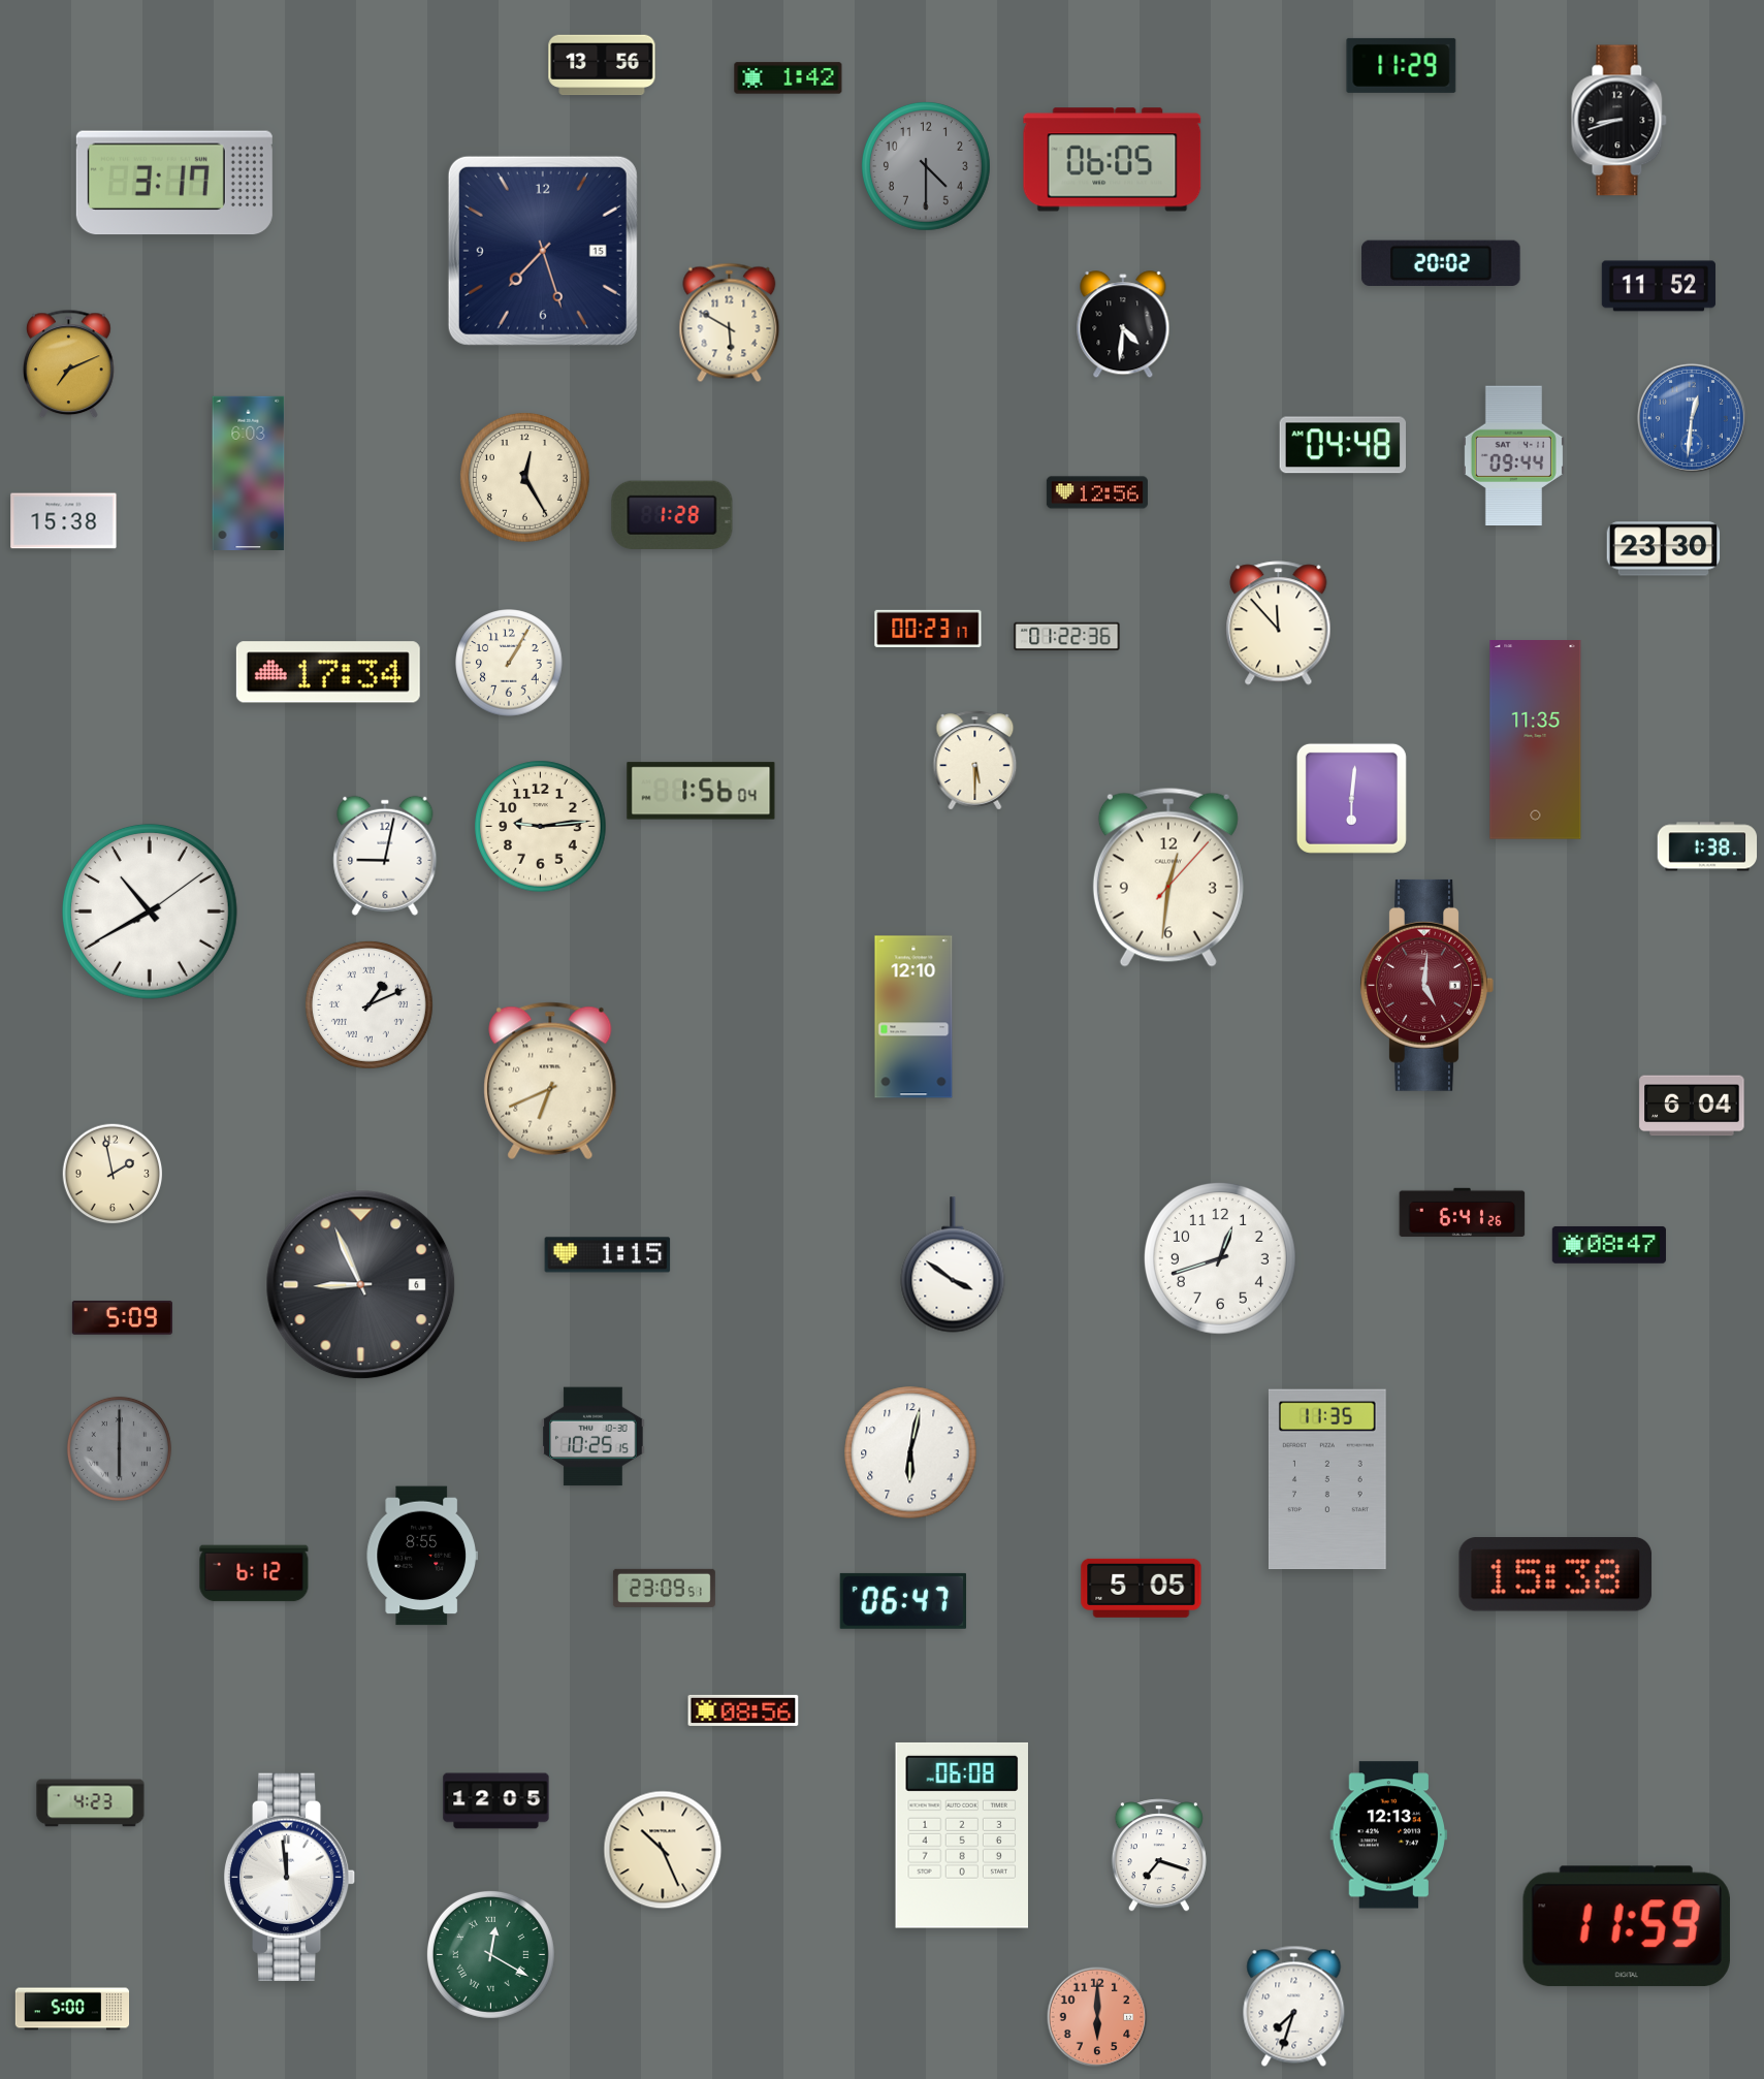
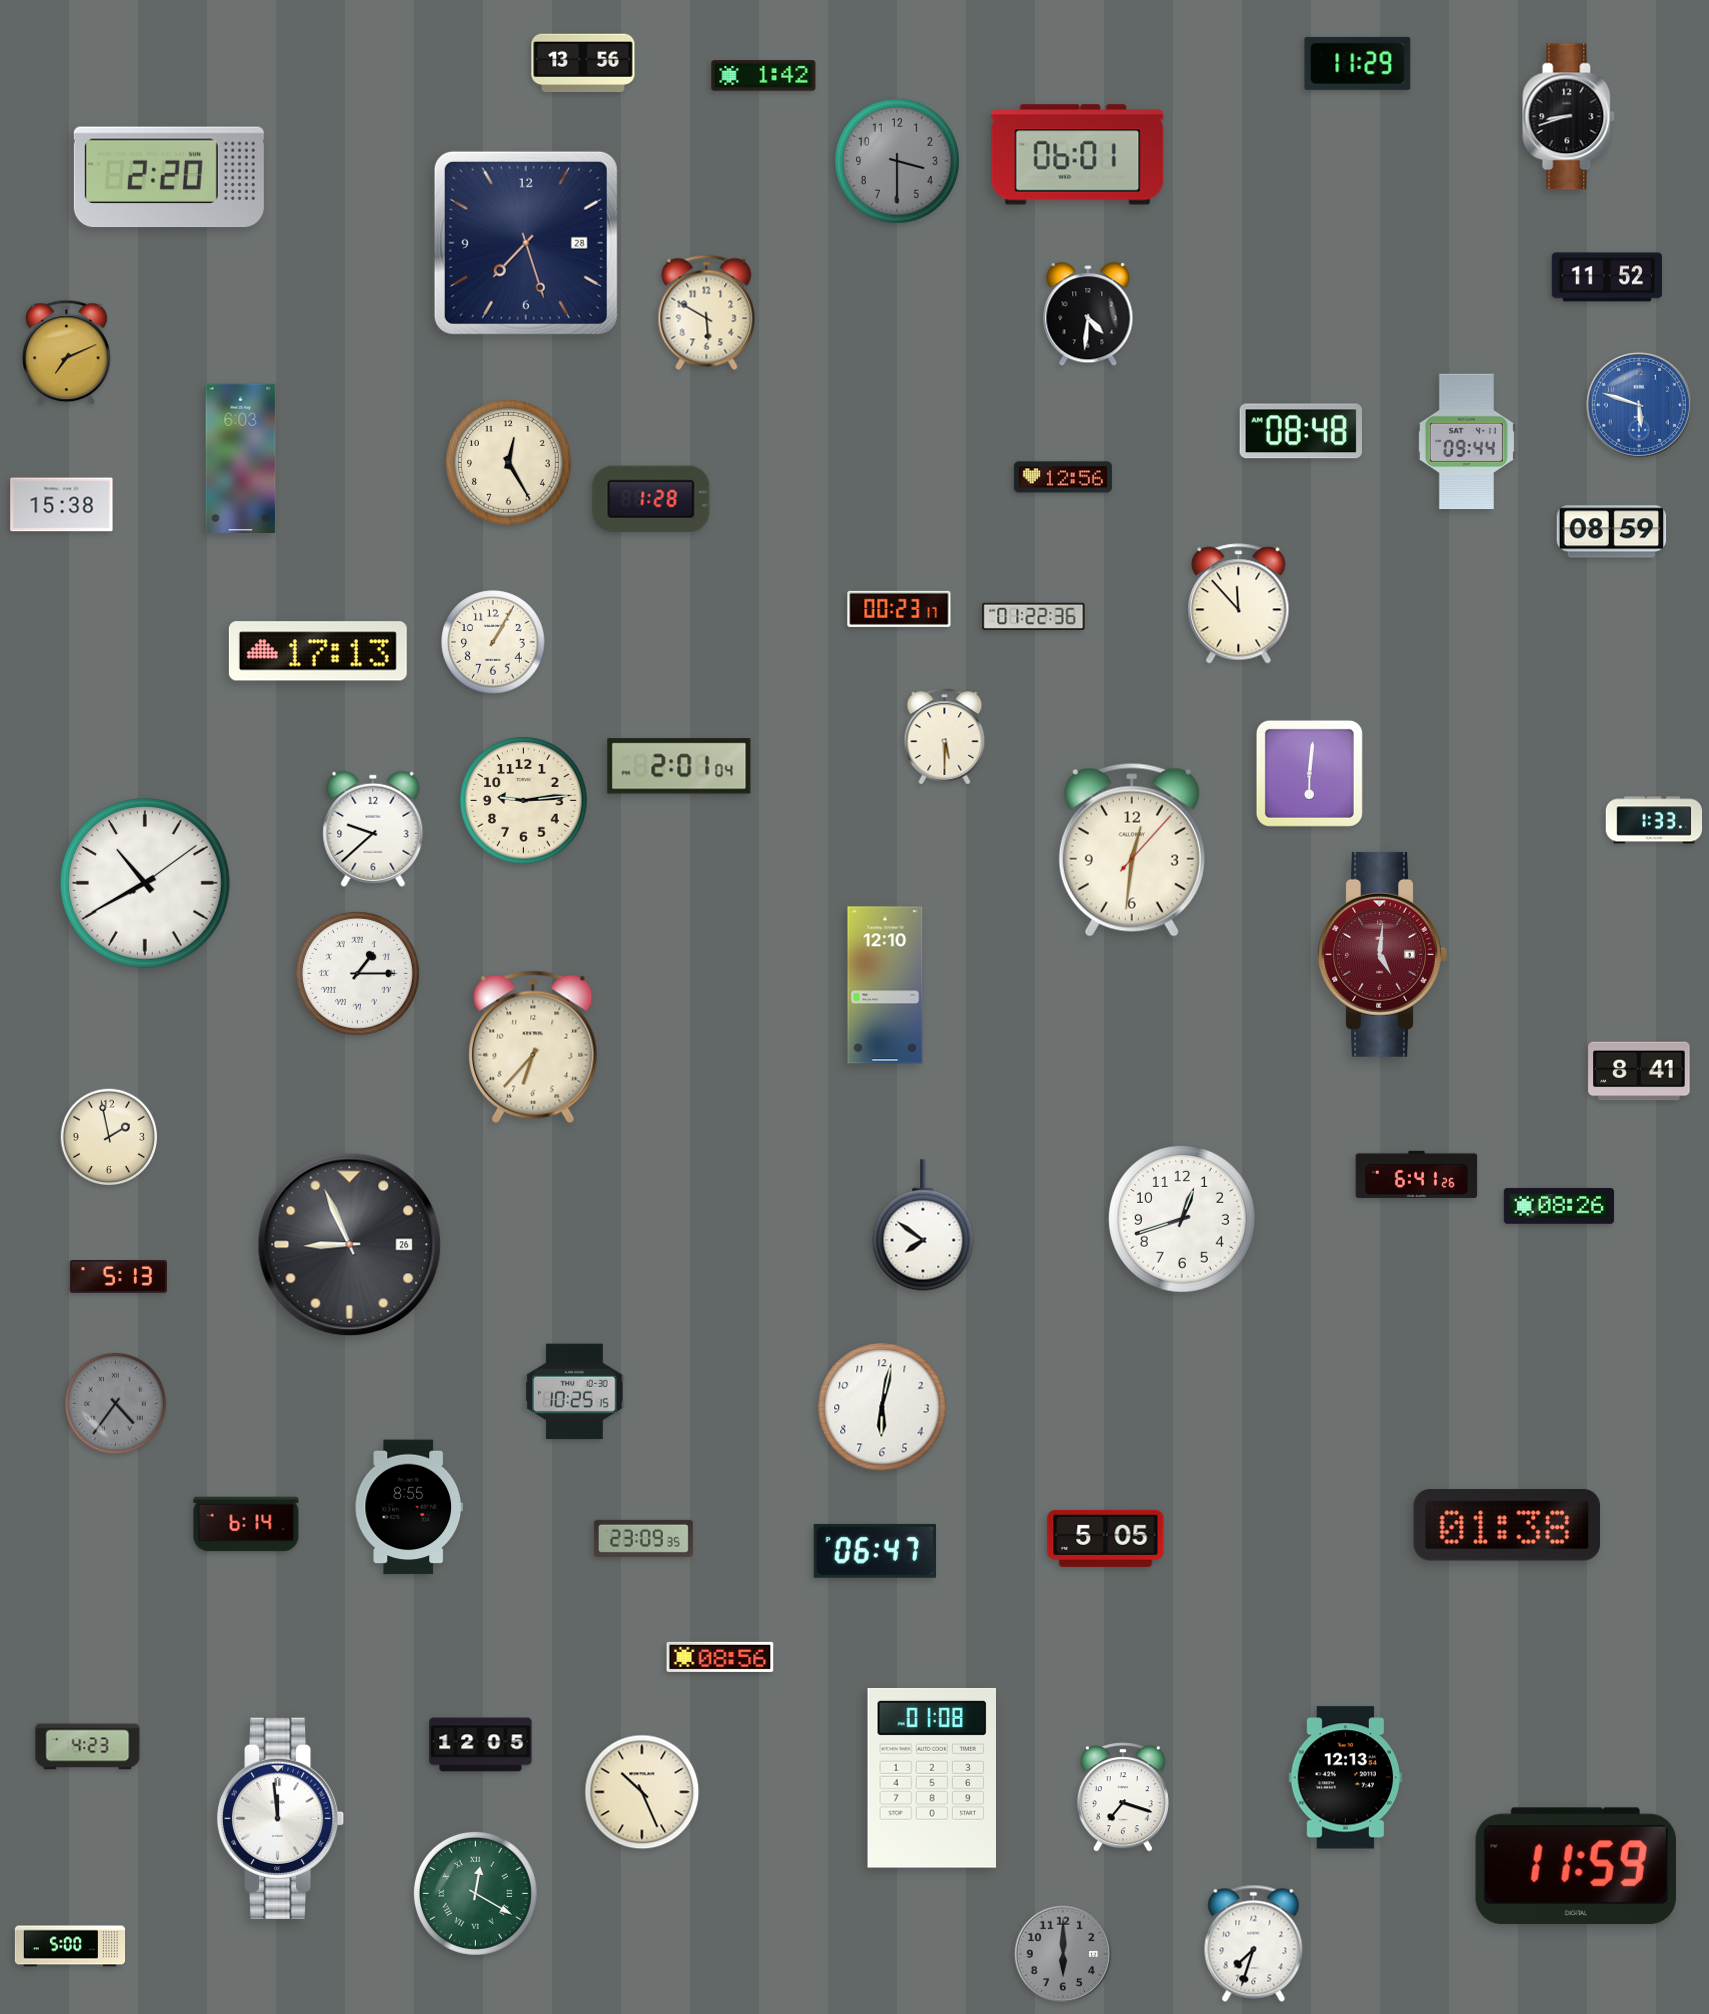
clock at (1113, 160): 06:05 -> 06:01
clock at (926, 166): 4:30 -> 3:30
clock at (174, 183): 3:17 -> 2:20
clock at (543, 251) date: 15 -> 28
clock at (1441, 263): 20:02 -> none
clock at (1692, 418): 12:31 -> 5:48
clock at (1342, 445): 04:48 -> 08:48
clock at (1664, 549): 23:30 -> 08:59
clock at (328, 672): 17:34 -> 17:13
clock at (1536, 740): 11:35 -> none
clock at (701, 791): 1:56 -> 2:01
clock at (1707, 846): 1:38 -> 1:33
clock at (385, 856): 9:02 -> 9:38
clock at (368, 1004): 1:11 -> 1:15
clock at (550, 1081): 6:41 -> 6:37
clock at (1692, 1106): 6:04 -> 8:41
clock at (1609, 1245): 08:47 -> 08:26
clock at (608, 1255): 1:15 -> none
clock at (953, 1265): 3:51 -> 7:51
clock at (361, 1285) date: 6 -> 26
clock at (122, 1318): 5:09 -> 5:13
clock at (119, 1448): 6:00 -> 4:36
clock at (1327, 1479): 11:35 -> none
clock at (254, 1573): 6:12 -> 6:14
clock at (1555, 1575): 15:38 -> 01:38
clock at (664, 1588): 23:09:51 -> 23:09:35
clock at (961, 1835): 06:08 -> 01:08
clock at (1097, 2017) dial: salmon -> grey
